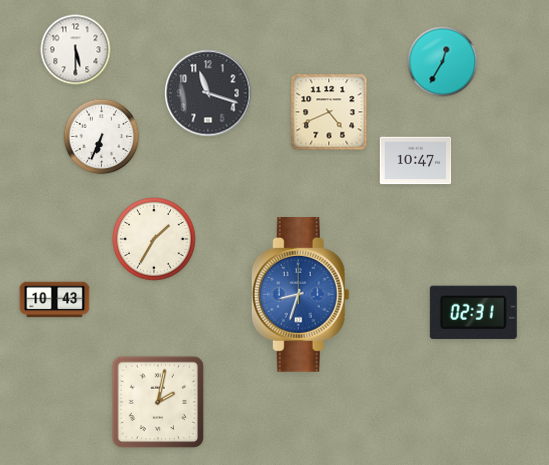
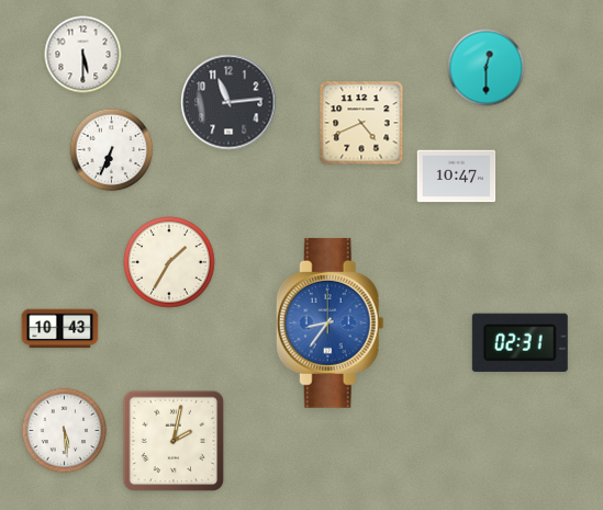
clock at (443, 62): 12:35 -> 12:30
clock at (208, 93): 11:18 -> 11:14
clock at (300, 294): 8:33 -> 8:36
clock at (65, 431): none -> 5:29
